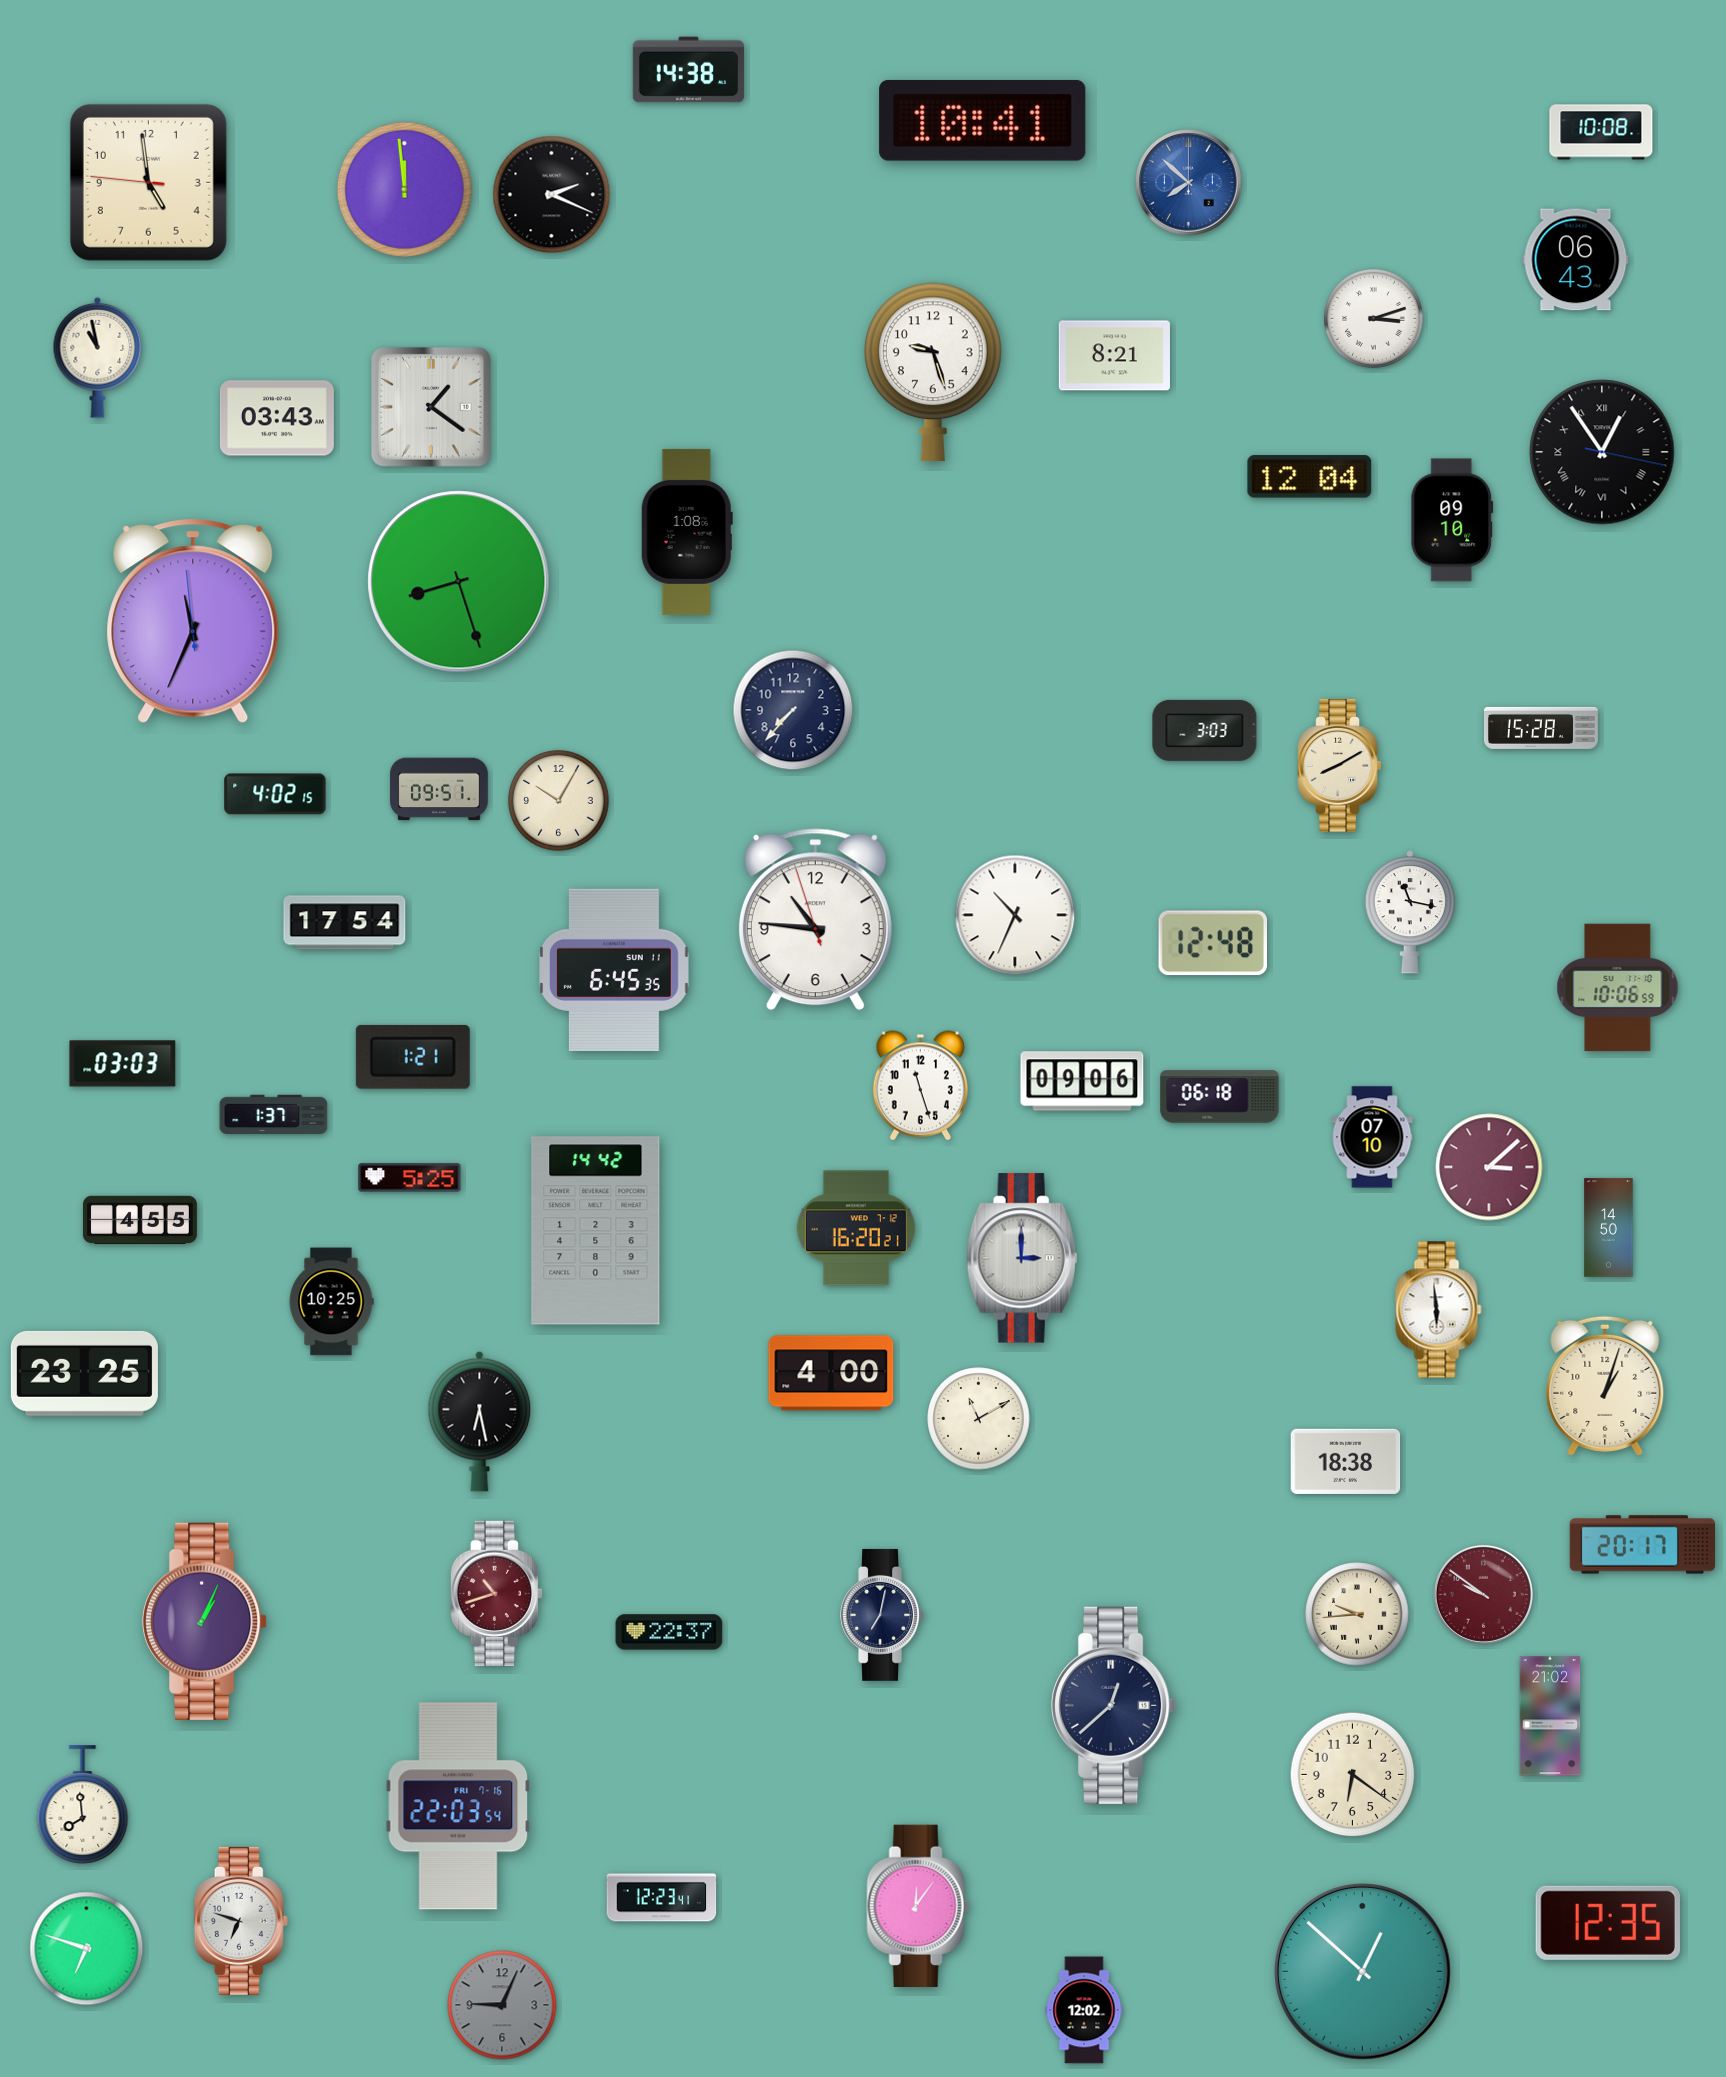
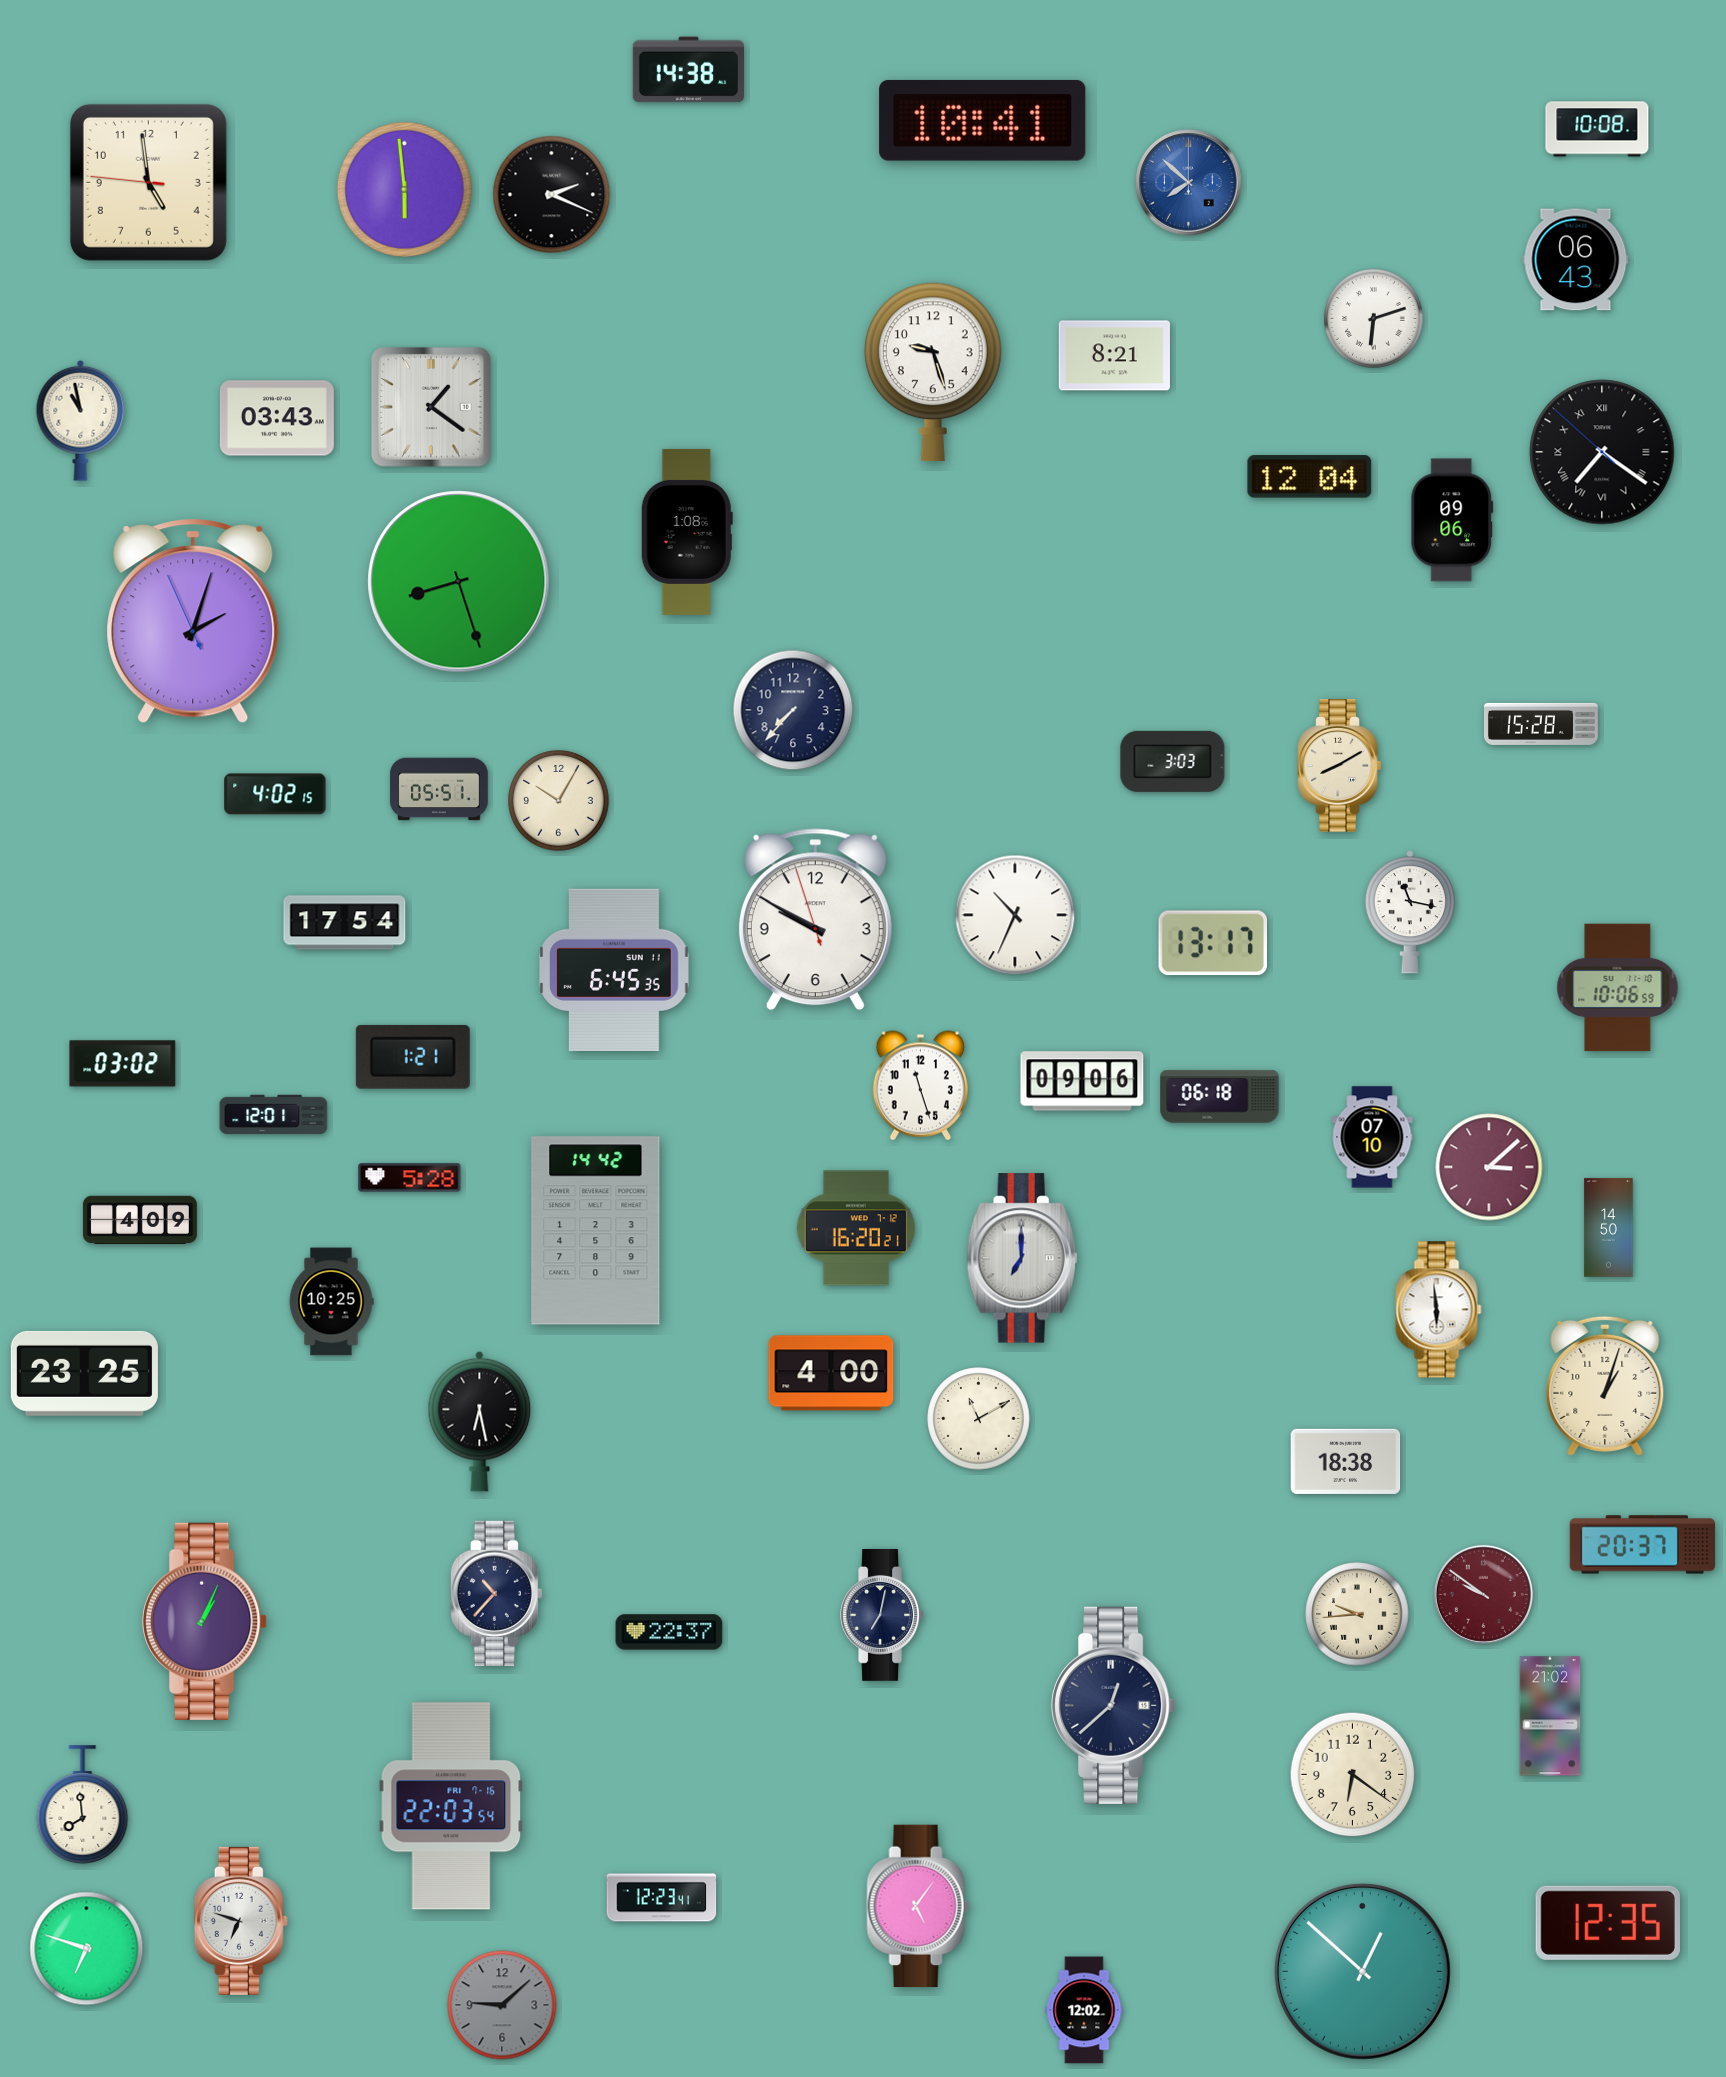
clock at (1601, 132) position: (1601, 132) -> (1597, 129)
clock at (404, 189): 11:59 -> 5:59
clock at (1374, 319): 3:12 -> 6:12
clock at (98, 357) position: (98, 357) -> (81, 420)
clock at (1602, 452): 12:54 -> 7:20
clock at (1452, 520): 09:10 -> 09:06
clock at (193, 621): 11:33 -> 2:02
clock at (1541, 728) position: (1541, 728) -> (1541, 724)
clock at (1205, 730) position: (1205, 730) -> (1173, 761)
clock at (439, 789): 09:51 -> 05:51
clock at (815, 920): 10:45 -> 9:49
clock at (1212, 943): 12:48 -> 13:17
clock at (123, 1064): 03:03 -> 03:02
clock at (274, 1115): 1:37 -> 12:01
clock at (410, 1178): 5:25 -> 5:28
clock at (140, 1220): 4:55 -> 4:09
clock at (1022, 1258): 3:00 -> 7:00
clock at (1642, 1545): 20:17 -> 20:37
clock at (496, 1593): 10:42 -> 10:37
clock at (496, 1593) dial: burgundy -> navy
clock at (458, 1806) position: (458, 1806) -> (451, 1806)
clock at (918, 1905): 12:06 -> 5:06
clock at (502, 2005): 9:04 -> 9:08
